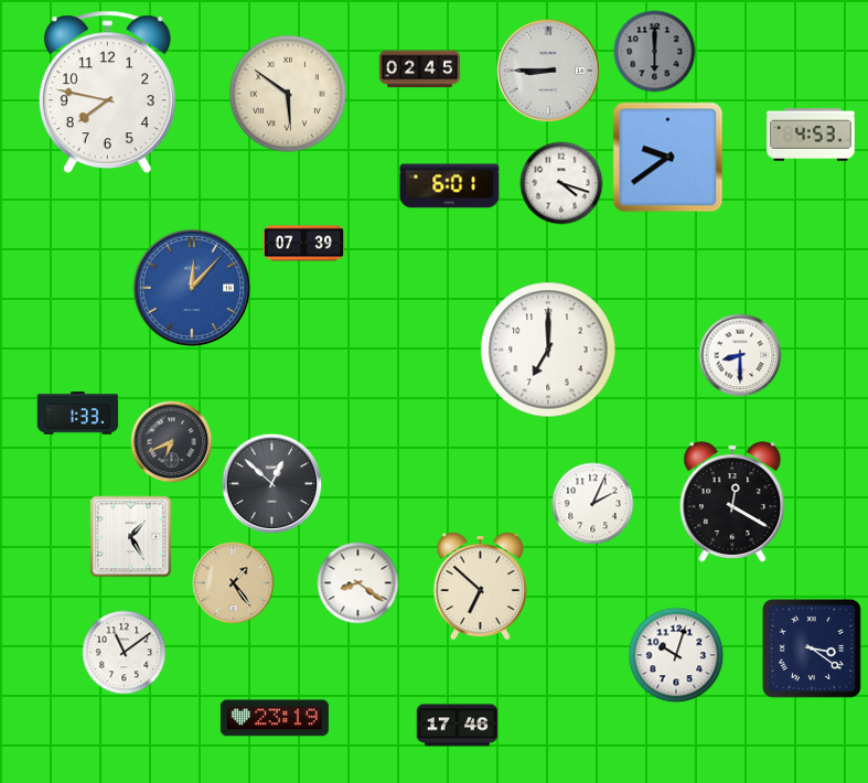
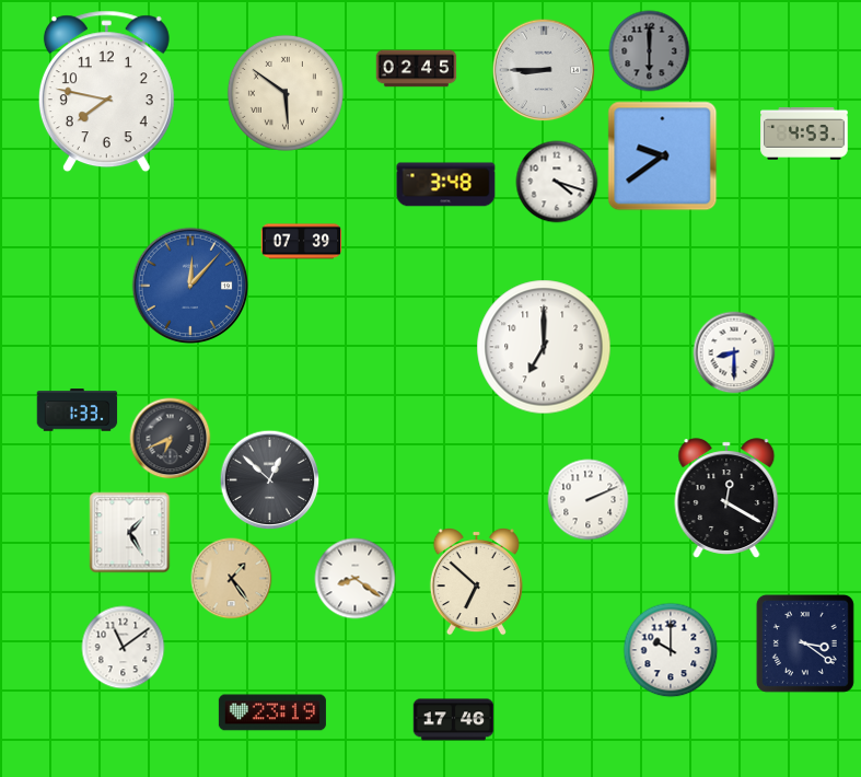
clock at (450, 186): 6:01 -> 3:48
clock at (593, 504): 2:04 -> 2:11
clock at (676, 655): 10:03 -> 10:00
